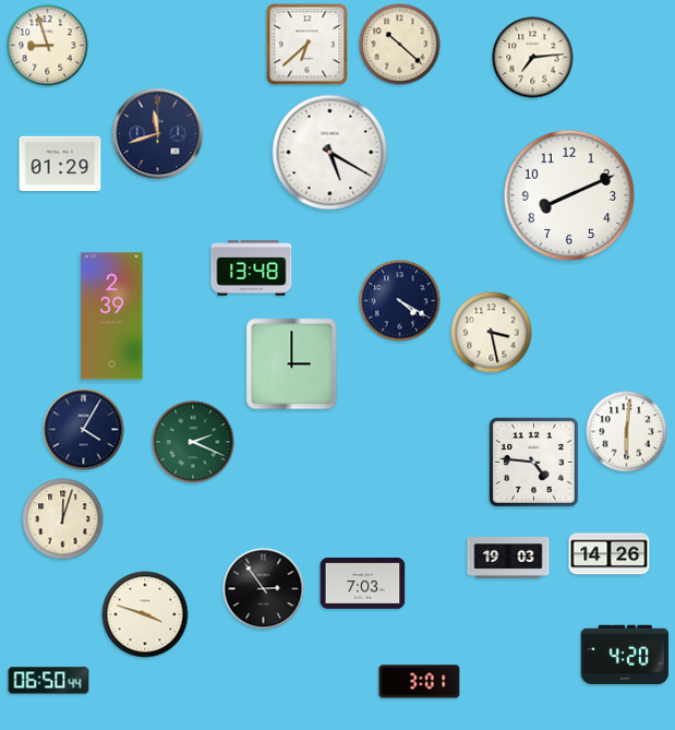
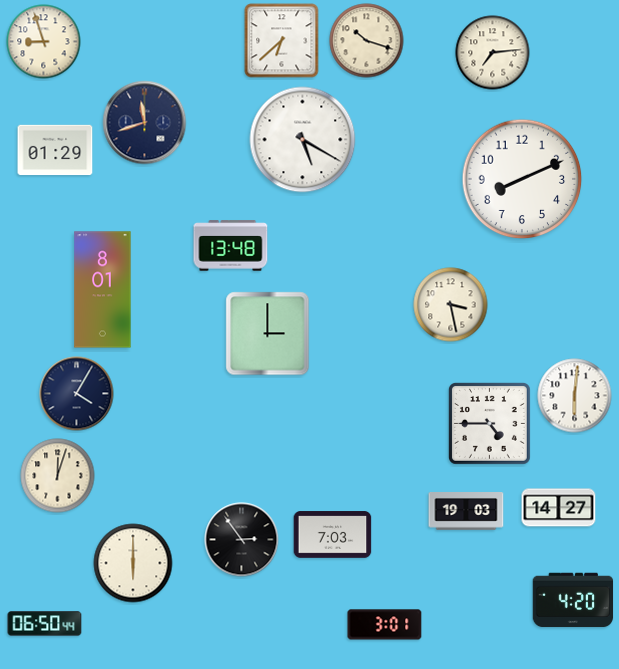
clock at (400, 45): 10:22 -> 10:18
clock at (533, 58) position: (533, 58) -> (493, 53)
clock at (400, 301): 4:20 -> none
clock at (112, 316): 2:39 -> 8:01
clock at (193, 442): 2:19 -> none
clock at (533, 462): 4:46 -> 4:45
clock at (610, 554): 14:26 -> 14:27
clock at (145, 614): 3:48 -> 6:00
